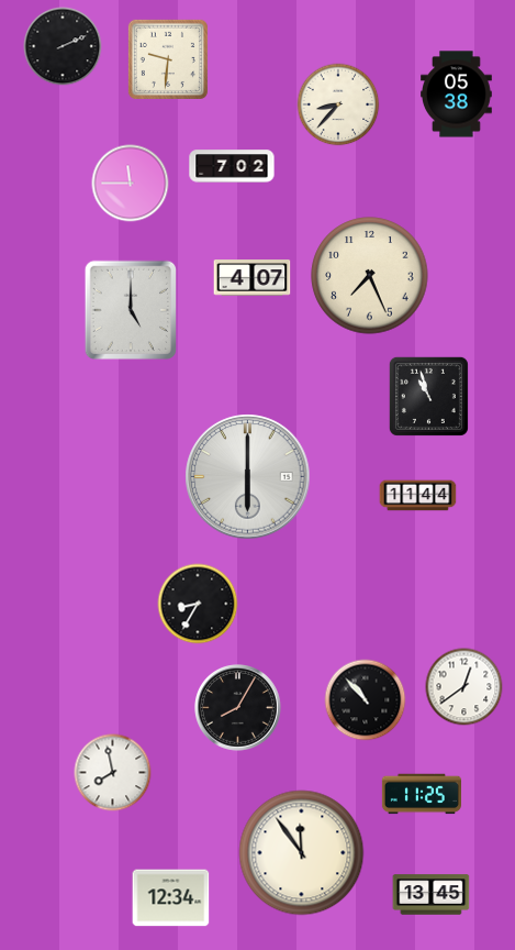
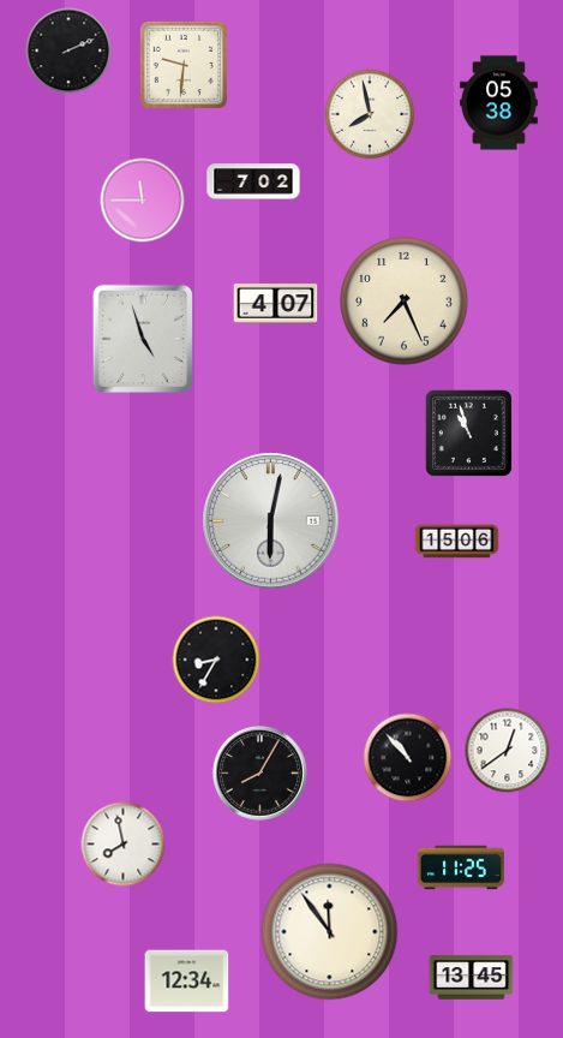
clock at (338, 104): 8:37 -> 7:58
clock at (130, 310): 5:00 -> 4:57
clock at (248, 477): 6:00 -> 6:02
clock at (418, 496): 11:44 -> 15:06
clock at (366, 700) position: (366, 700) -> (408, 758)
